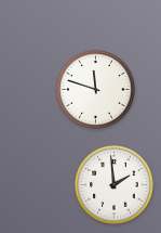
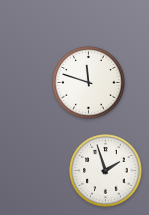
clock at (115, 185): 1:59 -> 1:57
